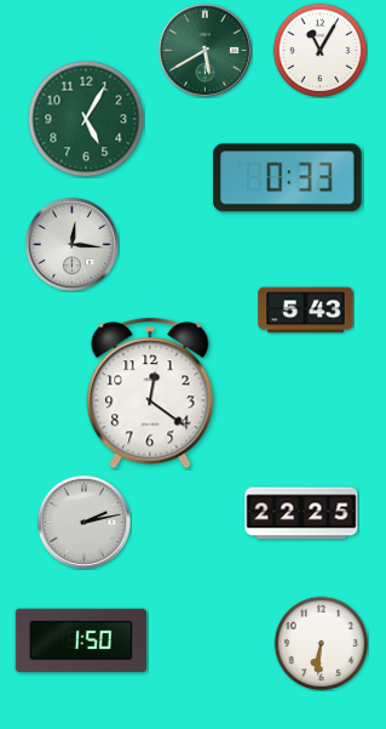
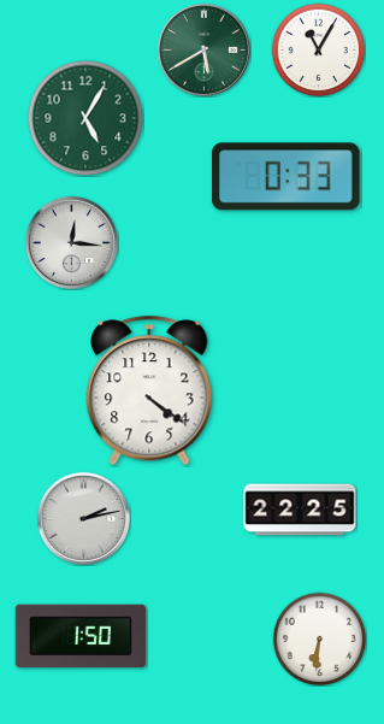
clock at (306, 311): 5:43 -> none
clock at (150, 393): 12:21 -> 4:21
